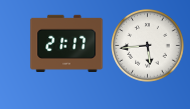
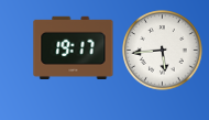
clock at (67, 43): 21:17 -> 19:17
